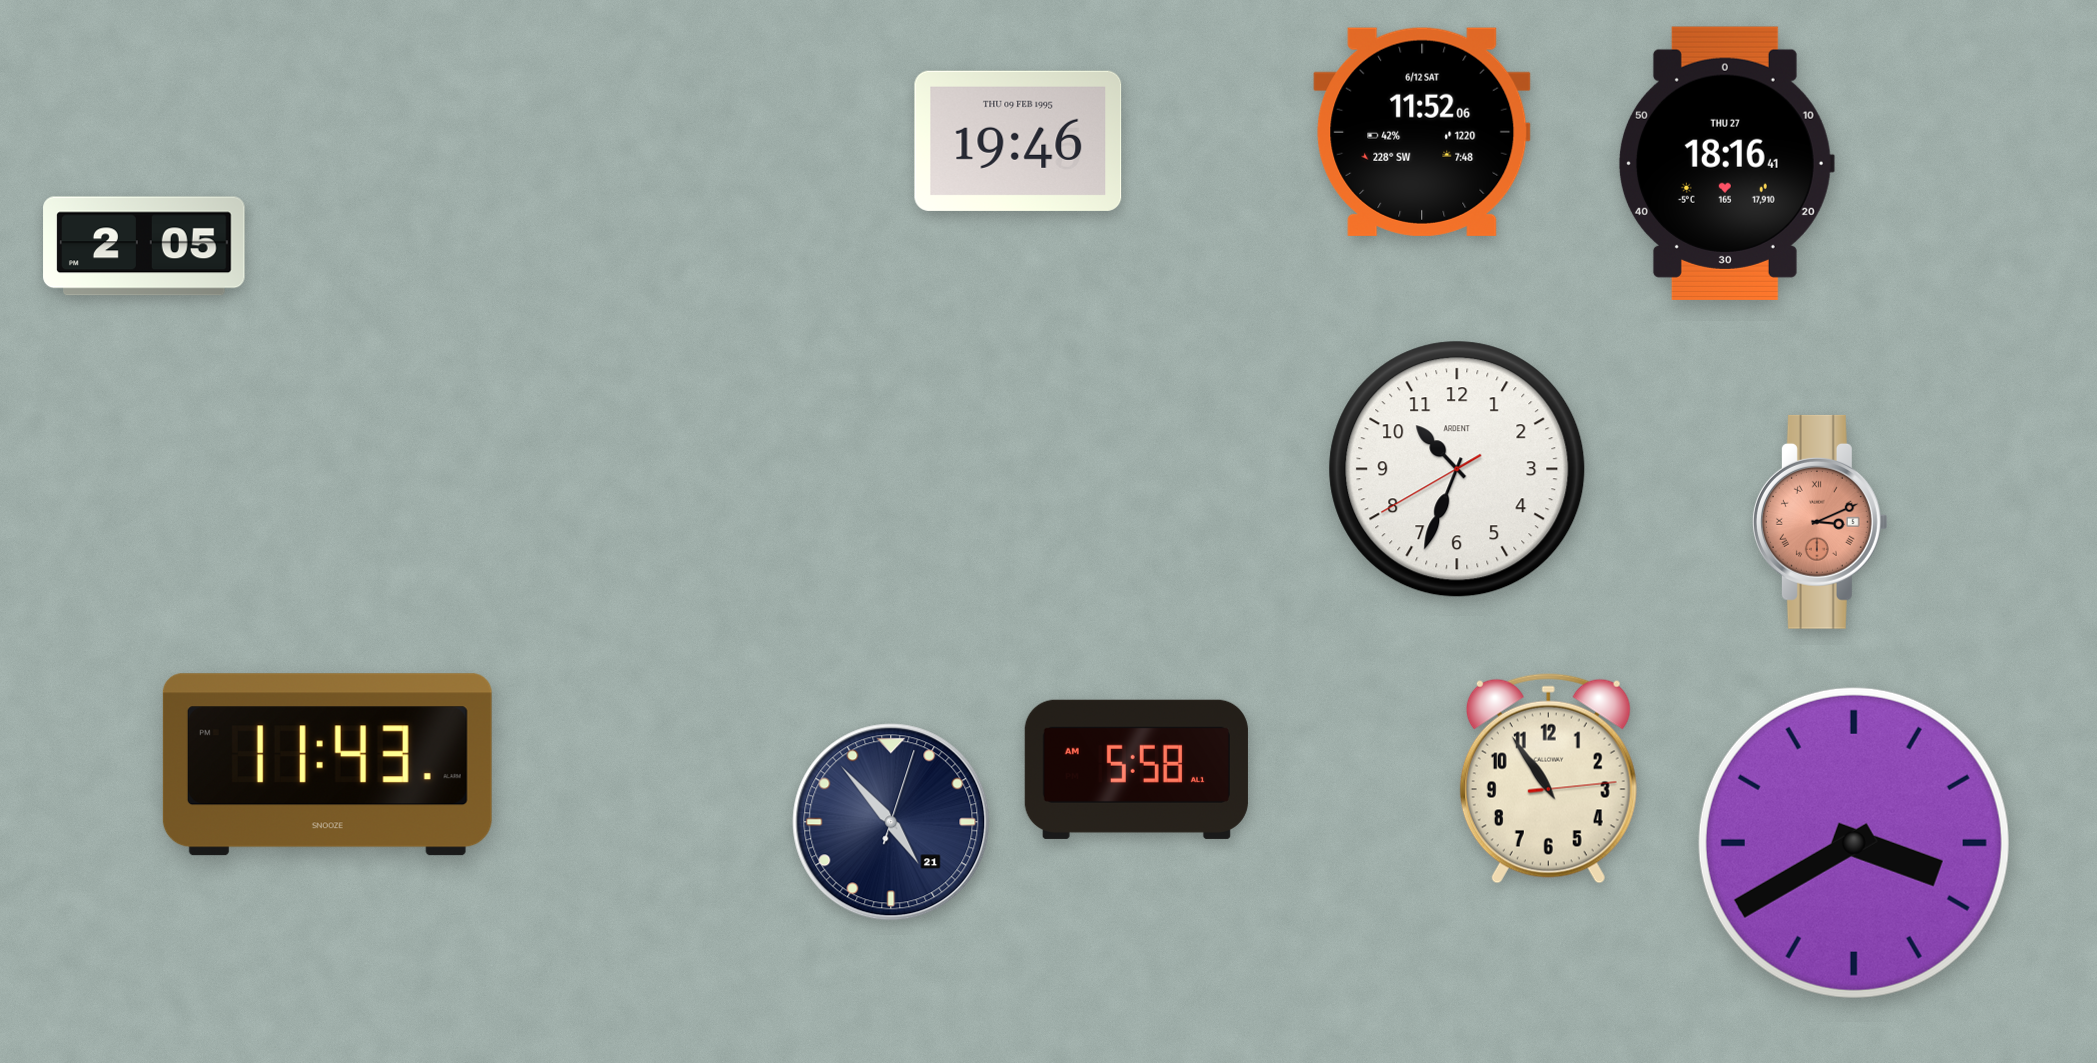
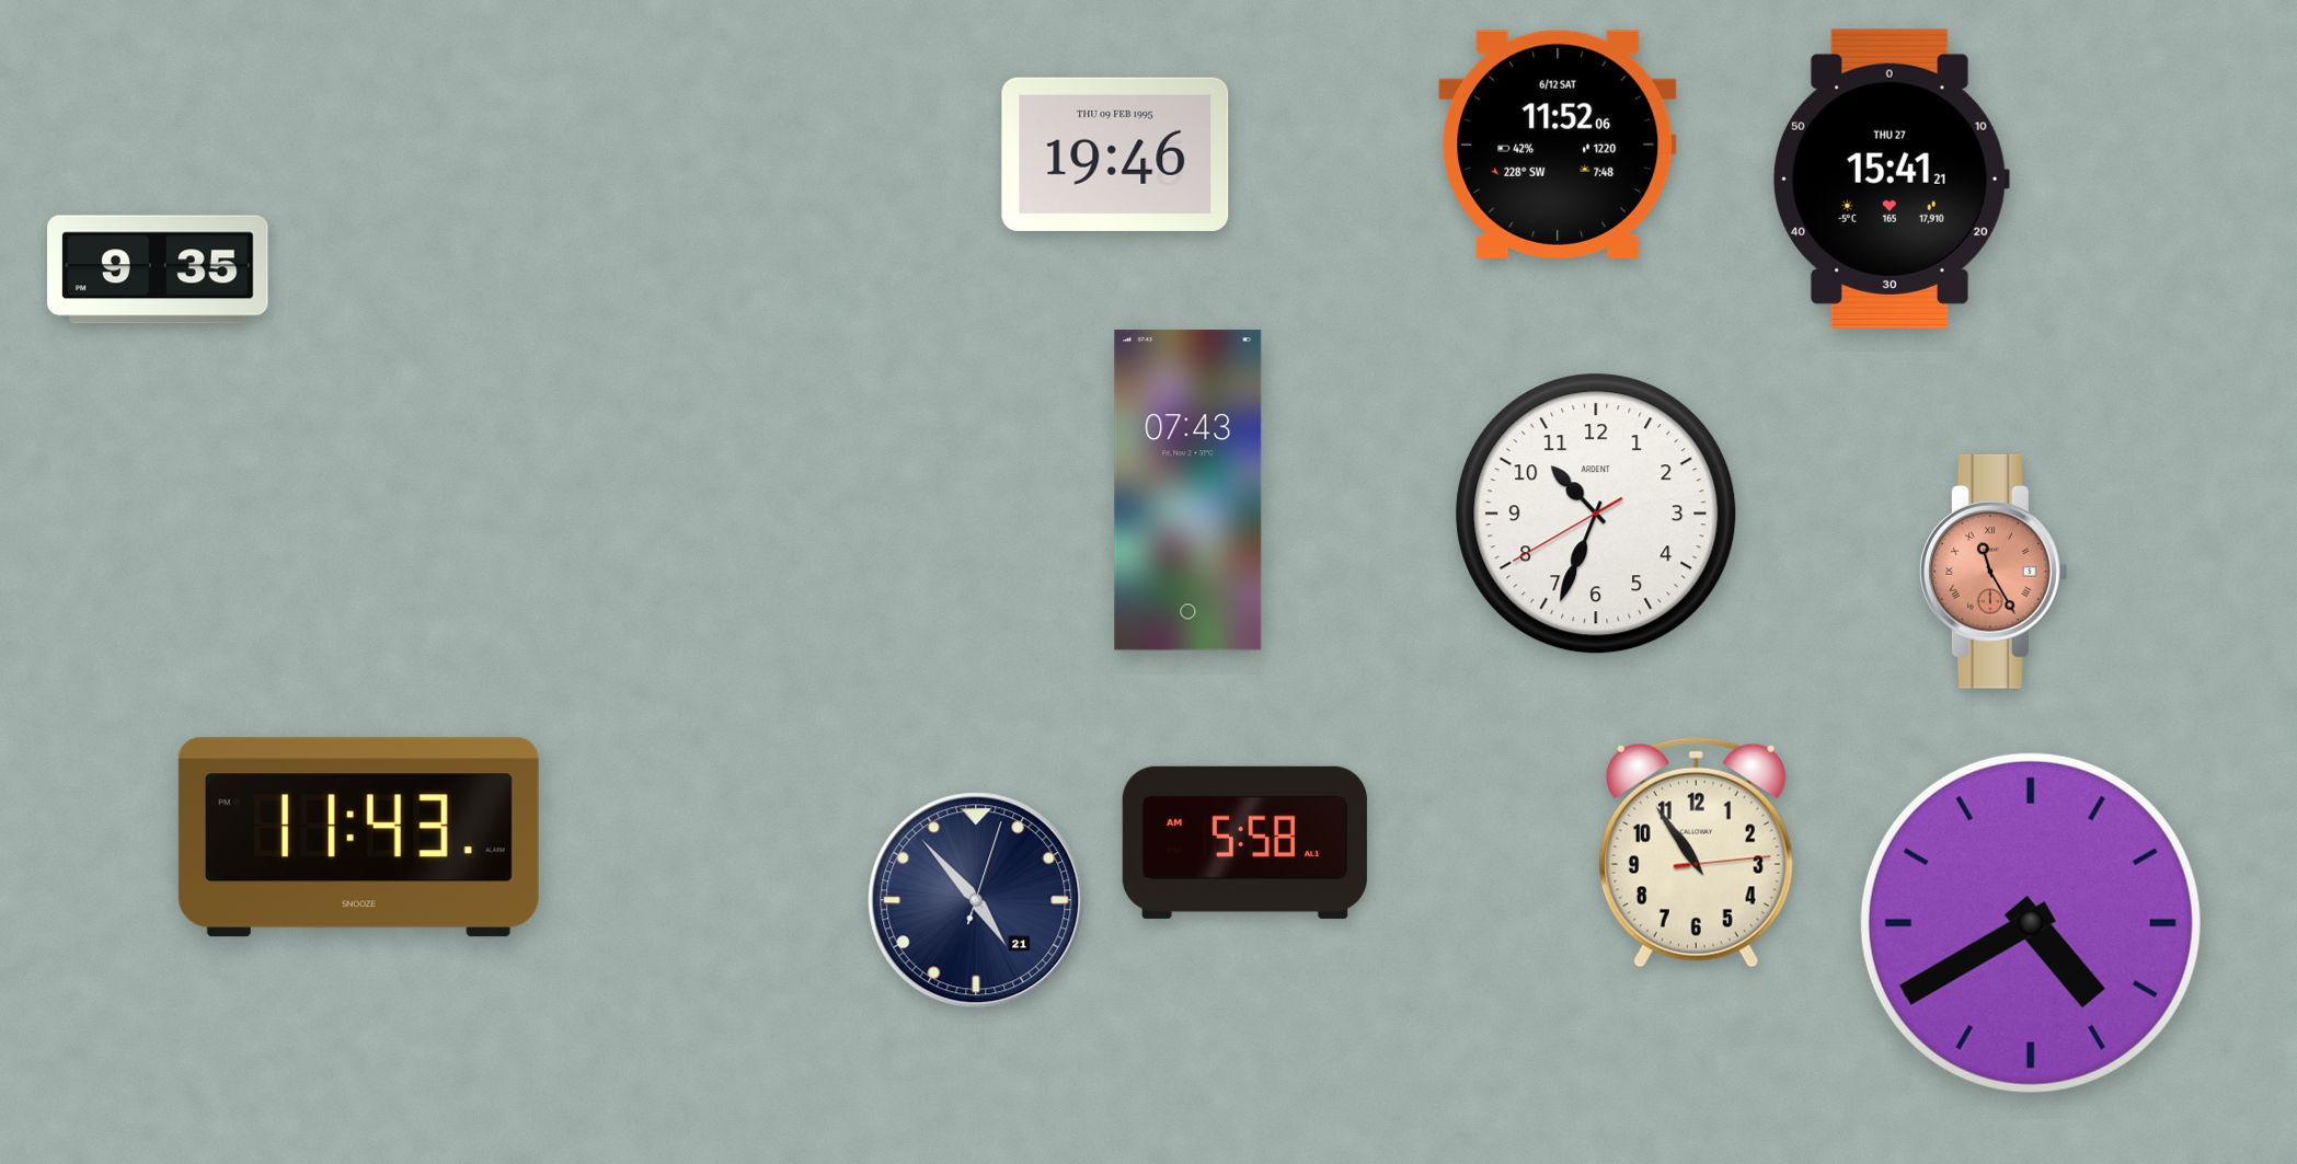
clock at (1726, 163): 18:16 -> 15:41
clock at (144, 246): 2:05 -> 9:35
clock at (1188, 491): none -> 07:43
clock at (1820, 522): 3:11 -> 11:25
clock at (1854, 843): 3:40 -> 4:40
